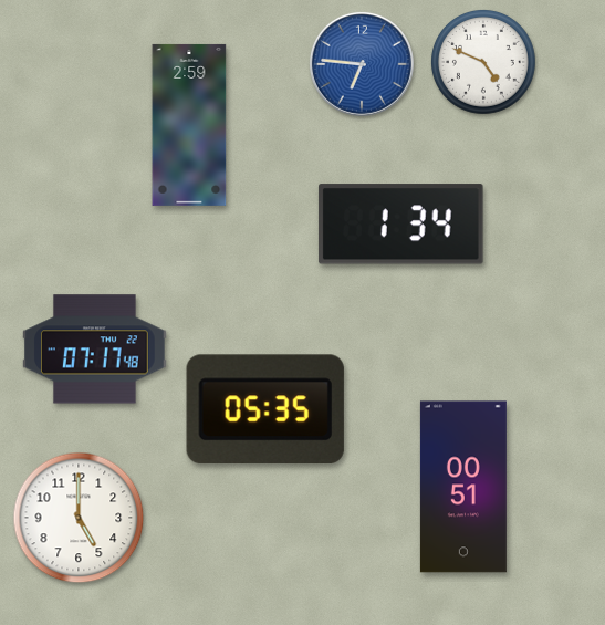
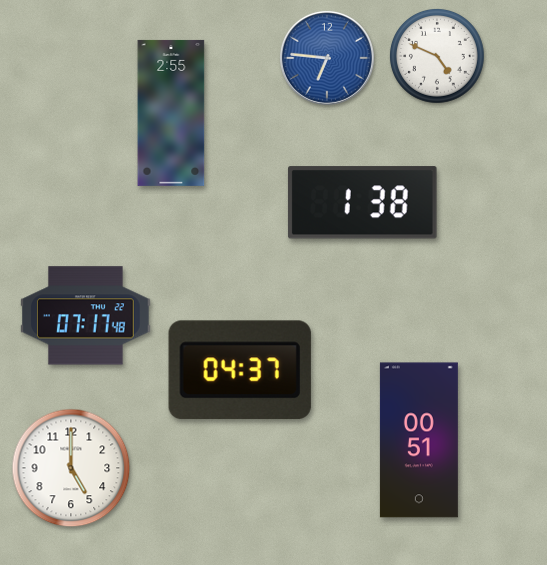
clock at (189, 125): 2:59 -> 2:55
clock at (400, 225): 1:34 -> 1:38
clock at (265, 409): 05:35 -> 04:37
